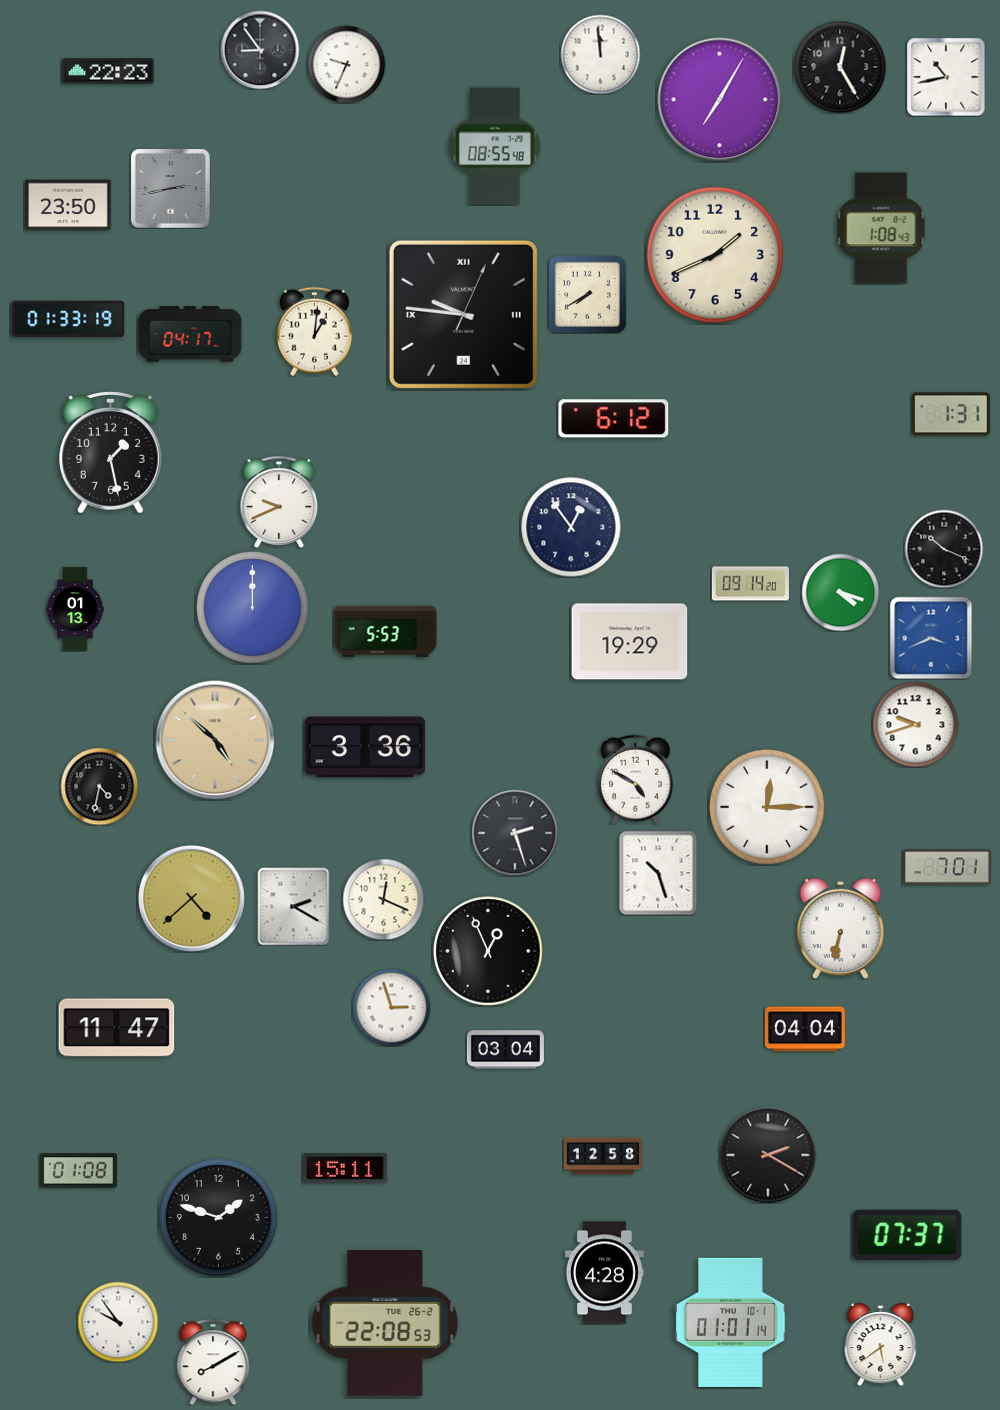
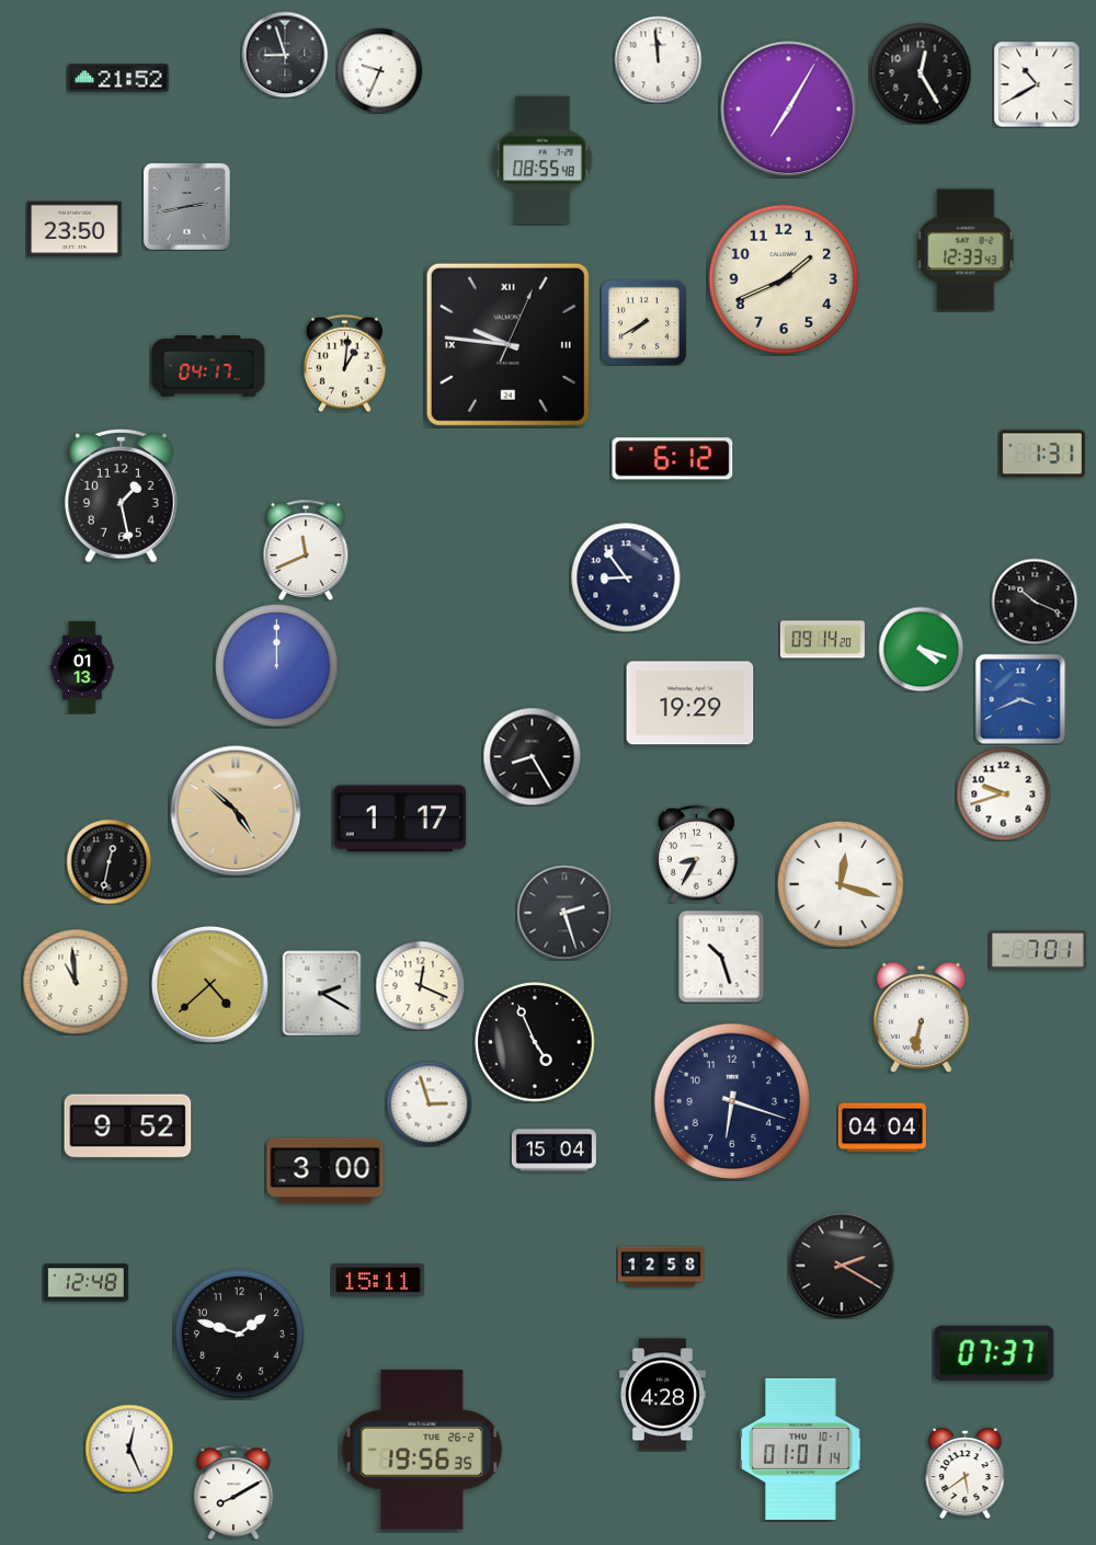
clock at (260, 50): 8:54 -> 8:57
clock at (108, 71): 22:23 -> 21:52
clock at (946, 77): 10:43 -> 10:40
clock at (68, 205) position: (68, 205) -> (75, 229)
clock at (881, 228): 1:08 -> 12:33
clock at (68, 319): 01:33 -> none
clock at (279, 502): 9:41 -> 11:41
clock at (571, 527): 12:54 -> 8:54
clock at (386, 632): 5:53 -> none
clock at (532, 756): none -> 8:25
clock at (365, 747): 3:36 -> 1:17
clock at (635, 779): 4:50 -> 8:35
clock at (99, 786): 4:32 -> 12:32
clock at (768, 808): 12:15 -> 12:18
clock at (76, 982): none -> 10:59
clock at (488, 951): 12:56 -> 4:56
clock at (732, 1101): none -> 6:18
clock at (117, 1028): 11:47 -> 9:52
clock at (505, 1050): 03:04 -> 15:04
clock at (326, 1171): none -> 3:00
clock at (78, 1171): 01:08 -> 12:48
clock at (118, 1322): 9:54 -> 12:26
clock at (385, 1323): 22:08 -> 19:56
